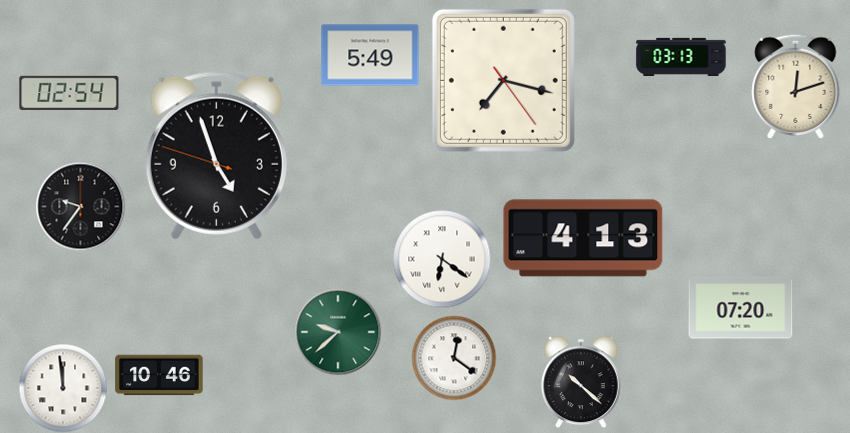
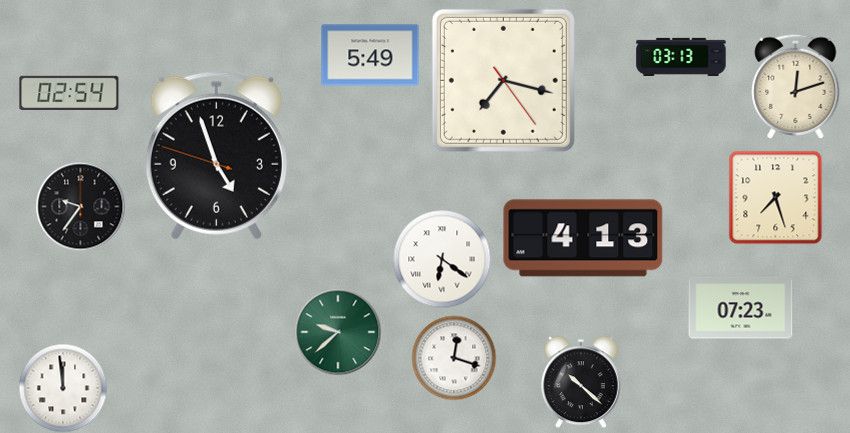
clock at (775, 197): none -> 7:27
clock at (741, 308): 07:20 -> 07:23
clock at (454, 358): 12:21 -> 12:18
clock at (159, 375): 10:46 -> none
